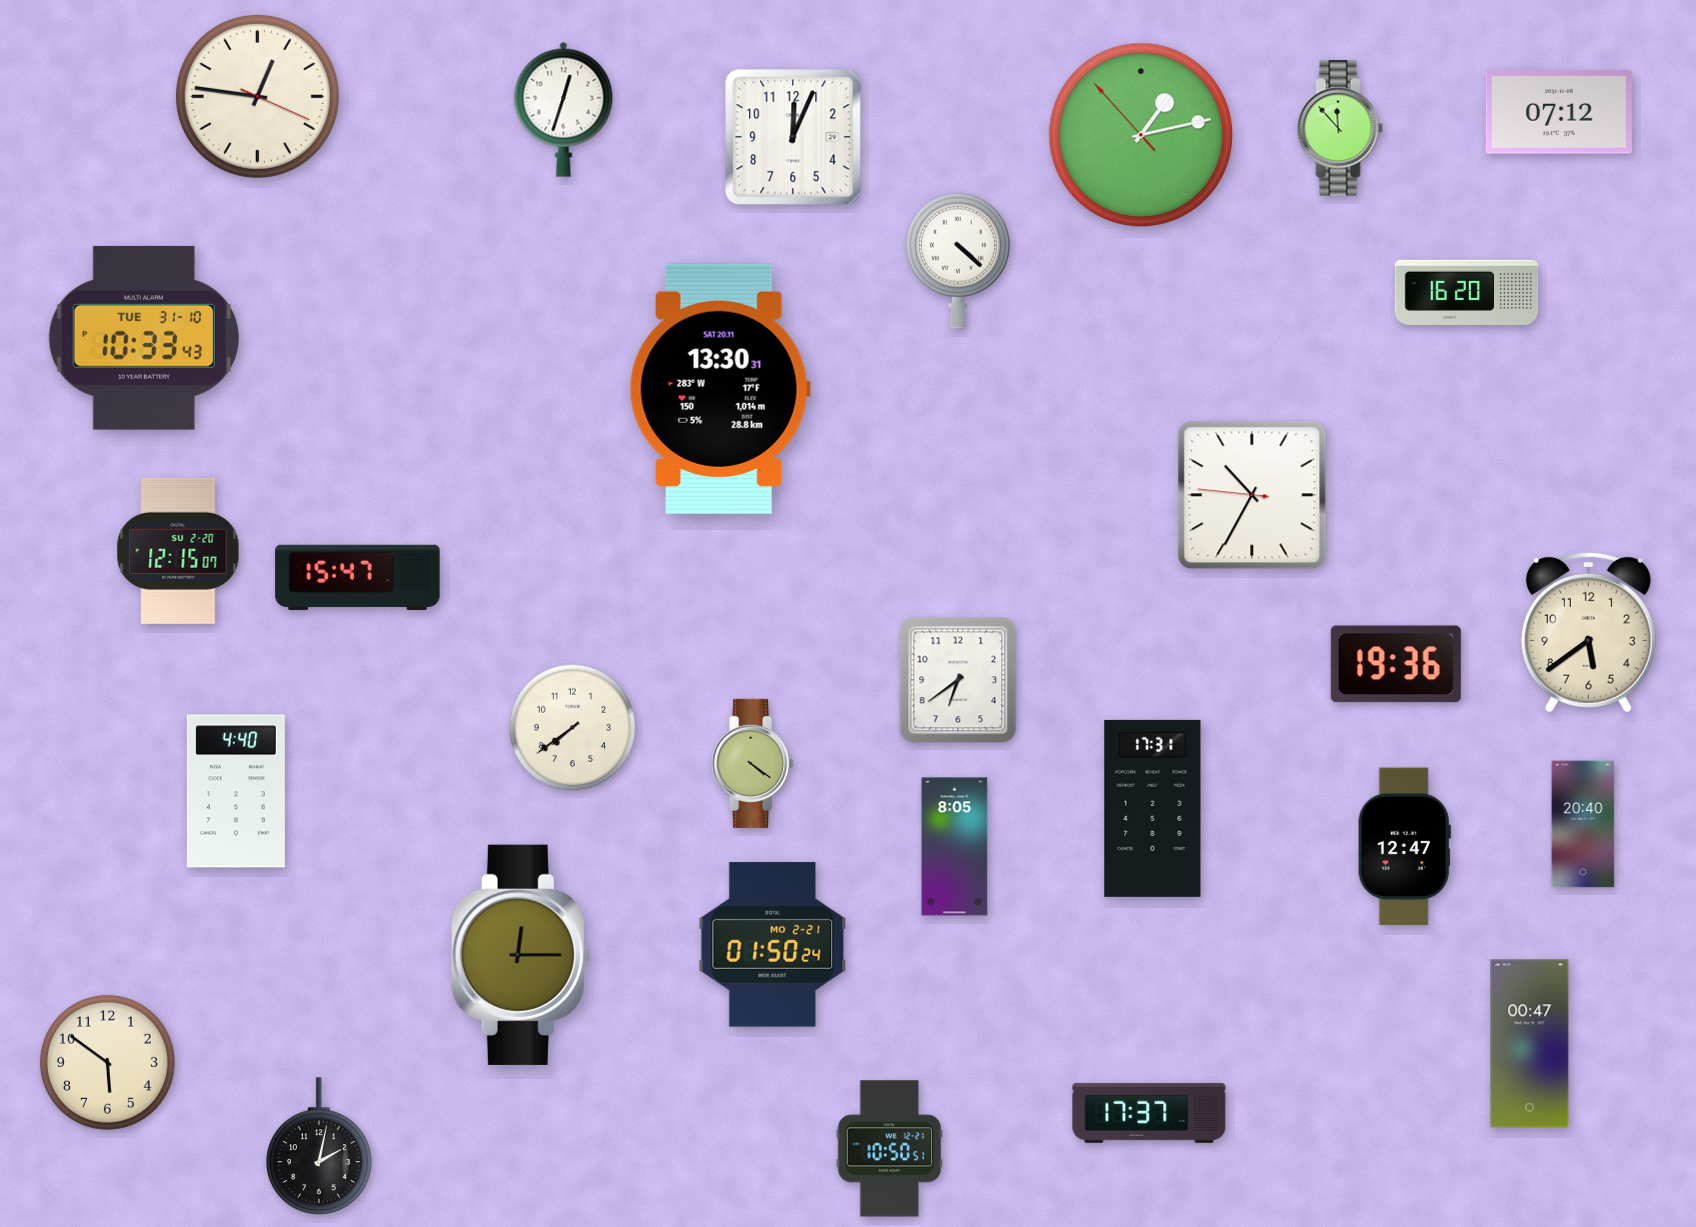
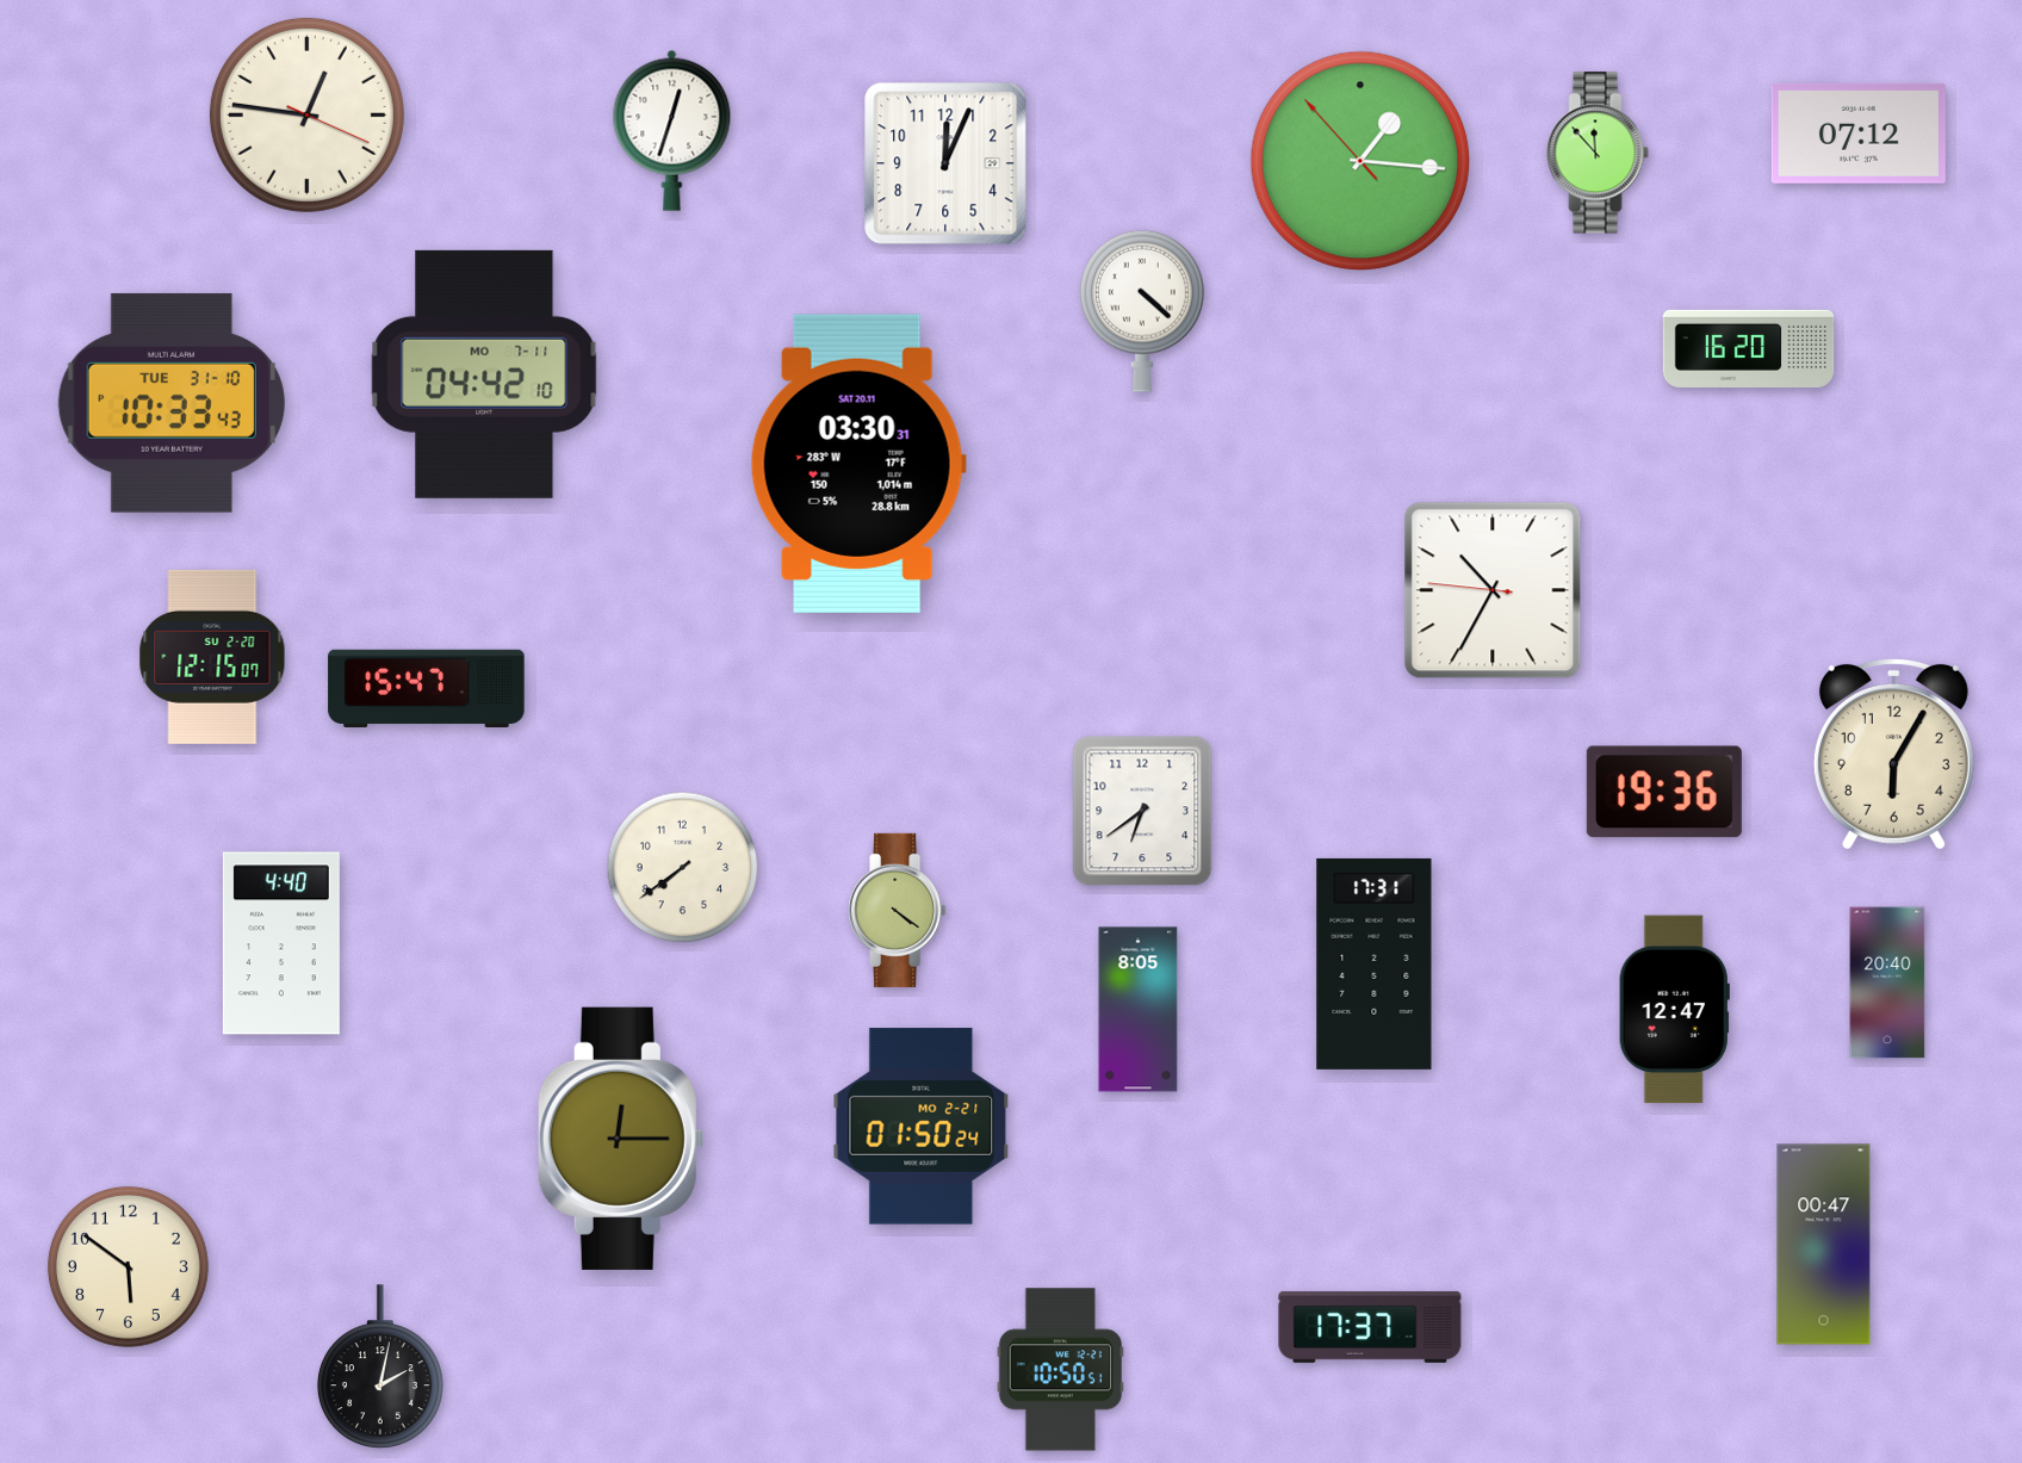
clock at (1141, 135): 1:12 -> 1:15
clock at (484, 374): none -> 04:42
clock at (720, 389): 13:30 -> 03:30
clock at (1588, 632): 5:39 -> 6:05
